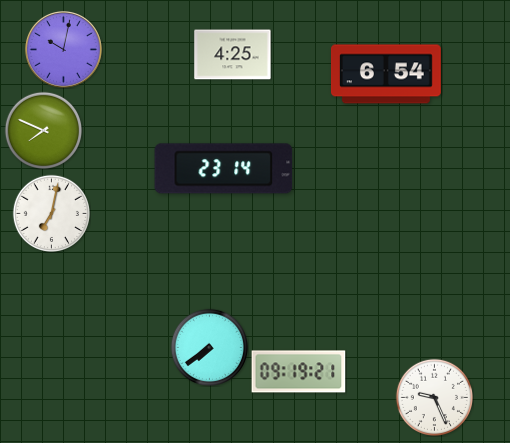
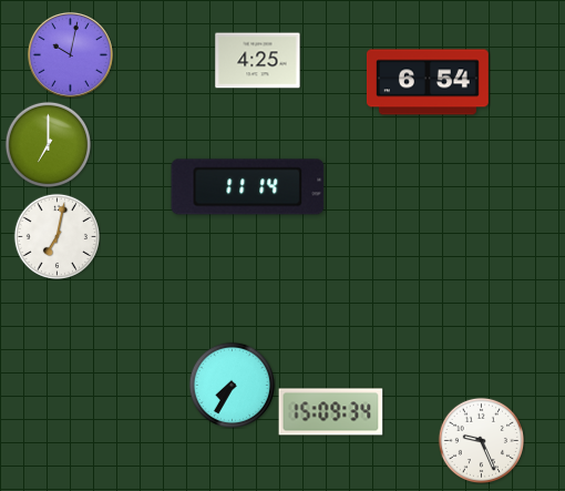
clock at (43, 130): 7:49 -> 7:00
clock at (224, 169): 23:14 -> 11:14
clock at (209, 347): 7:39 -> 7:35
clock at (299, 372): 09:19 -> 15:09
